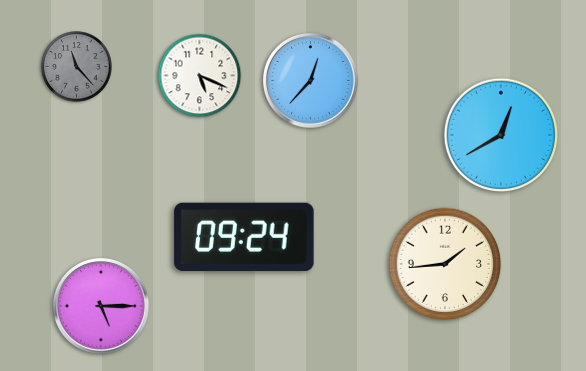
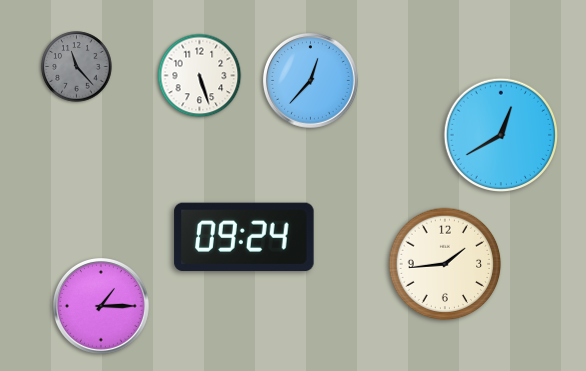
clock at (200, 76): 5:19 -> 5:27
clock at (102, 307): 5:15 -> 1:15
